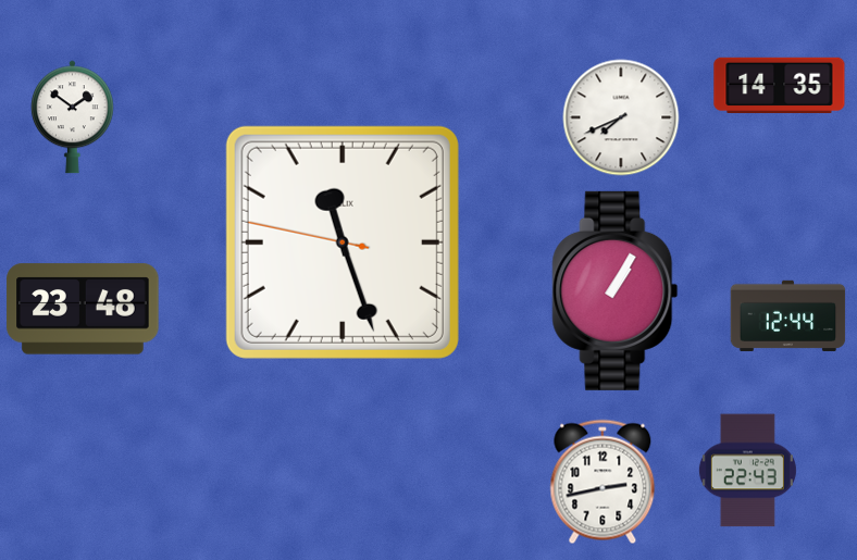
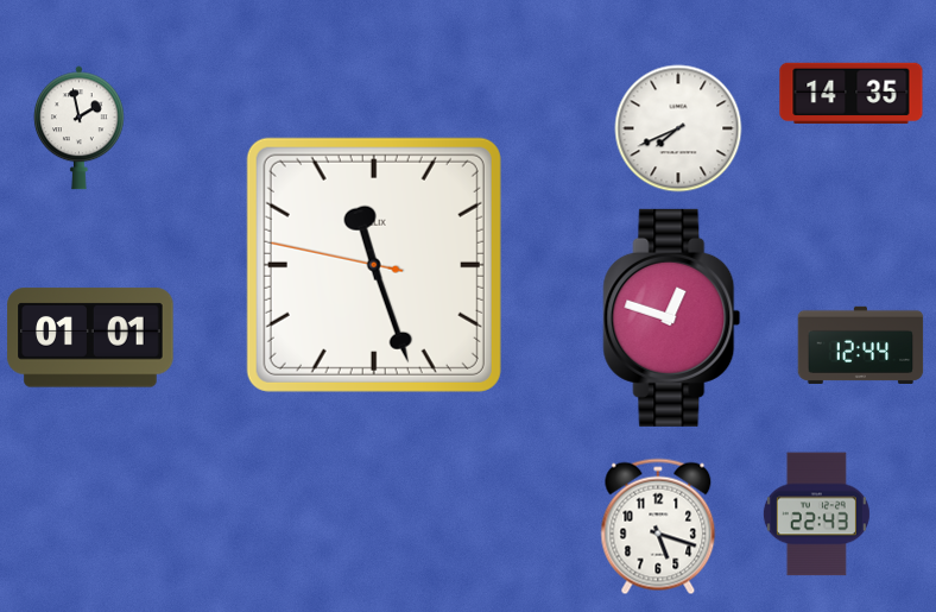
clock at (73, 117): 1:51 -> 1:58
clock at (616, 290): 1:05 -> 12:48
clock at (83, 309): 23:48 -> 01:01
clock at (603, 482): 2:43 -> 5:18
